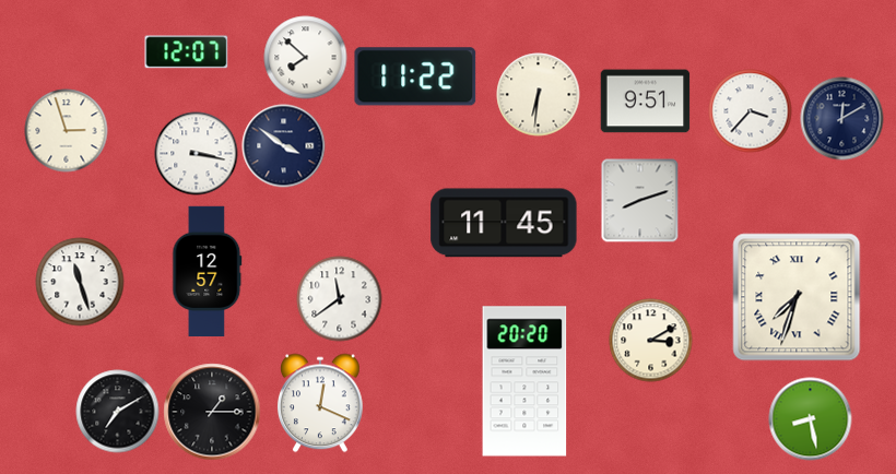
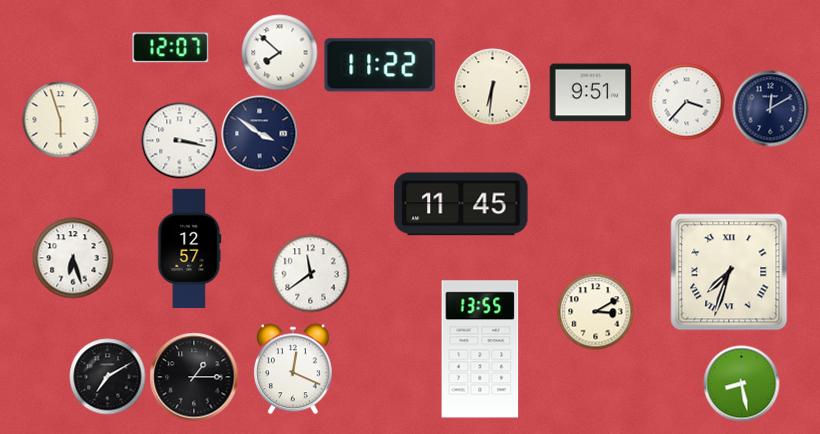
clock at (415, 76) position: (415, 76) -> (380, 65)
clock at (67, 131): 2:57 -> 5:57
clock at (640, 201): 8:12 -> none
clock at (80, 282): 11:27 -> 6:27
clock at (524, 381): 20:20 -> 13:55
